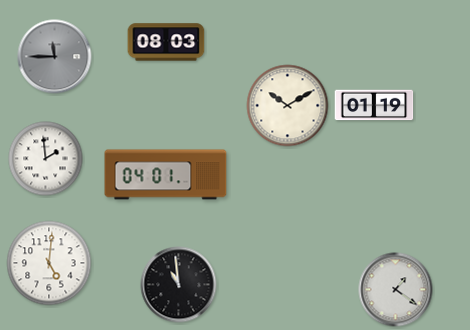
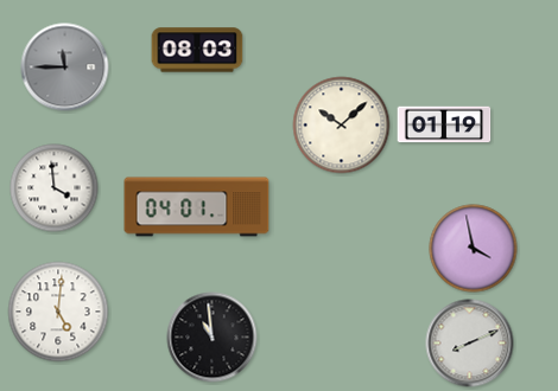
clock at (288, 106): 10:10 -> 10:08
clock at (46, 159): 1:59 -> 3:59
clock at (474, 249): none -> 3:58
clock at (396, 290): 1:21 -> 8:11
